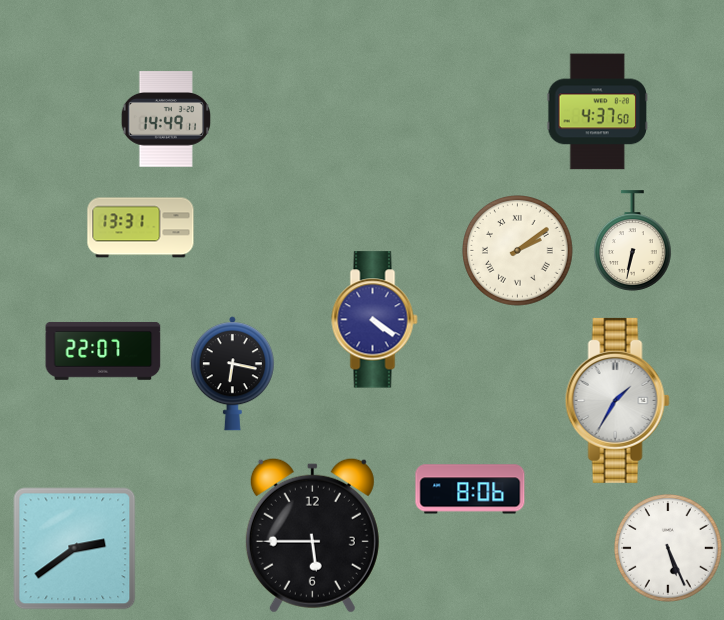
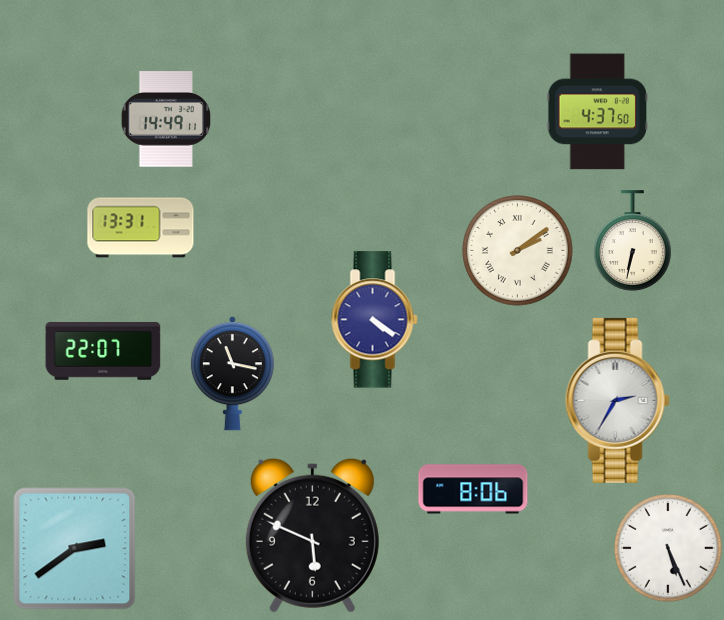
clock at (232, 374): 6:17 -> 11:17
clock at (617, 400): 1:35 -> 2:35
clock at (470, 489) position: (470, 489) -> (473, 489)
clock at (312, 535): 5:45 -> 5:49
